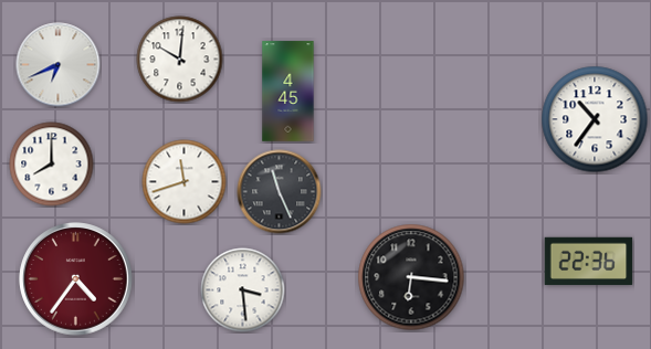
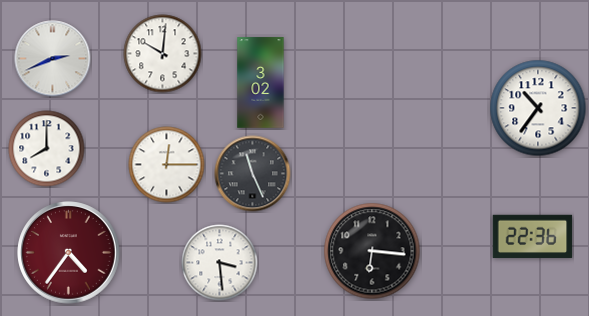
clock at (59, 65): 6:41 -> 2:41
clock at (288, 92): 4:45 -> 3:02
clock at (185, 182): 11:42 -> 12:15
